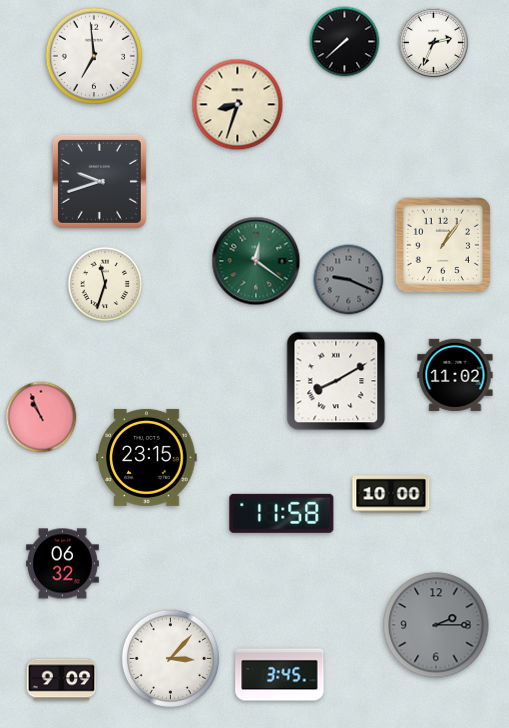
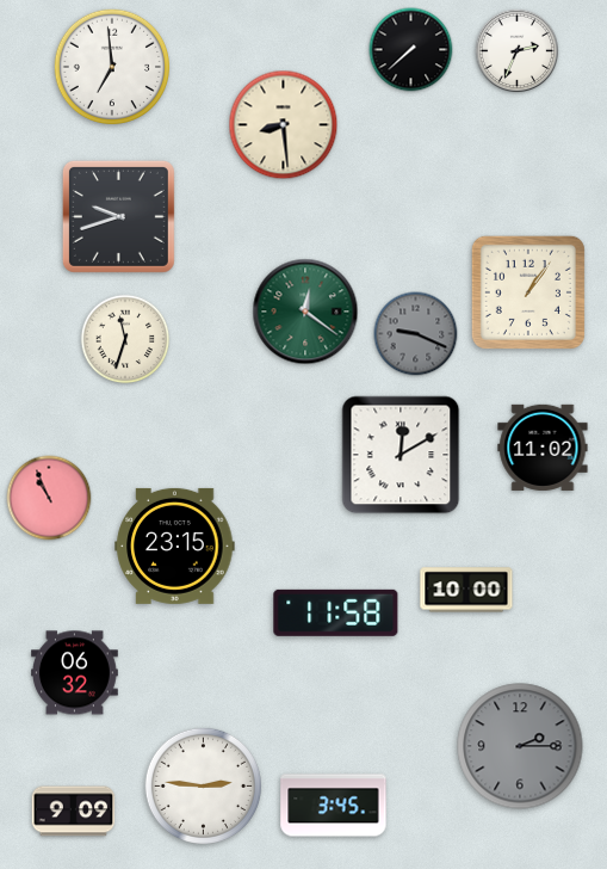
clock at (238, 105): 8:33 -> 8:29
clock at (336, 381): 8:10 -> 12:10
clock at (170, 658): 3:07 -> 2:46
